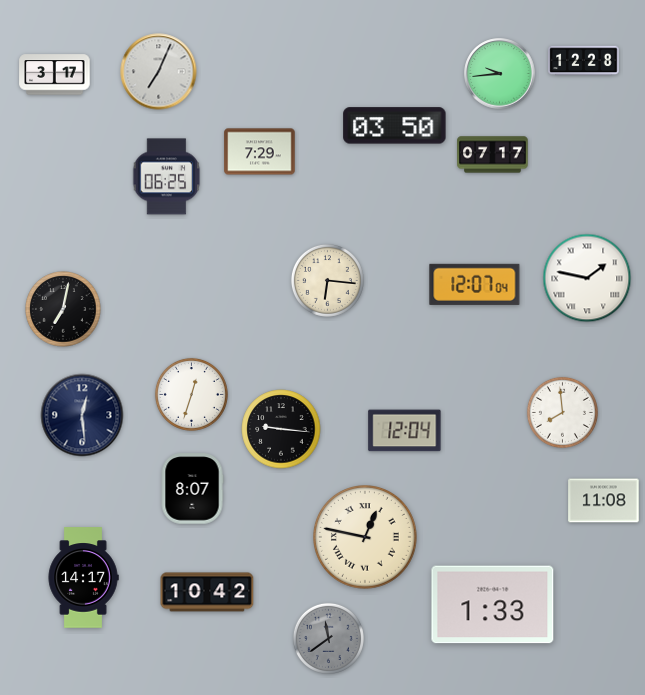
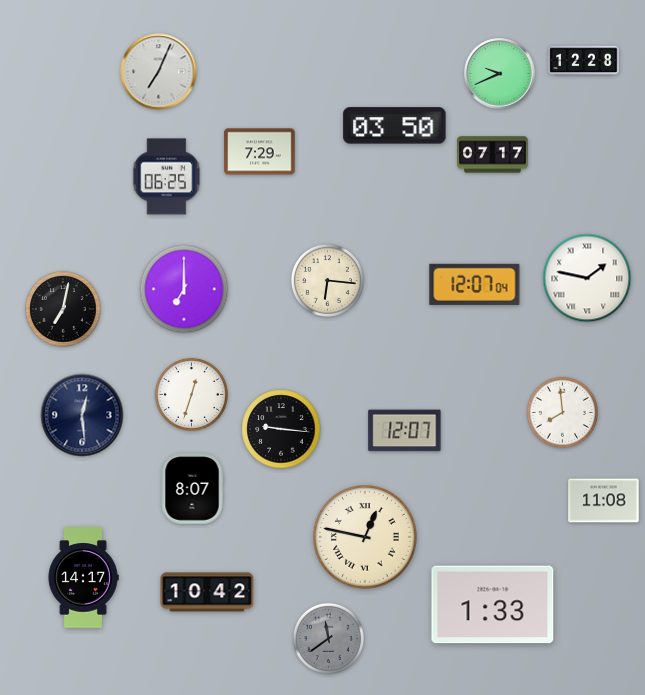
clock at (500, 74): 9:44 -> 9:41
clock at (55, 75): 3:17 -> none
clock at (184, 289): none -> 7:00
clock at (405, 431): 12:04 -> 12:07
